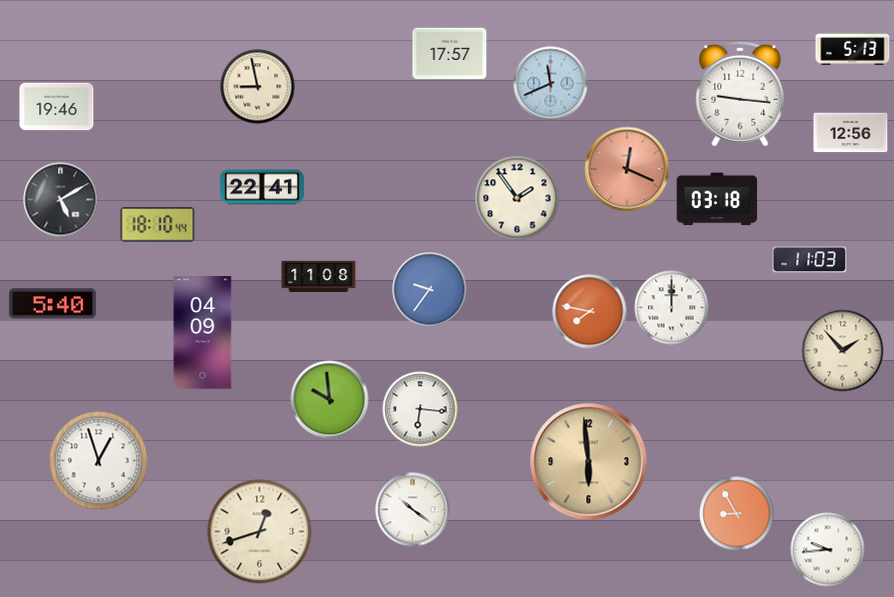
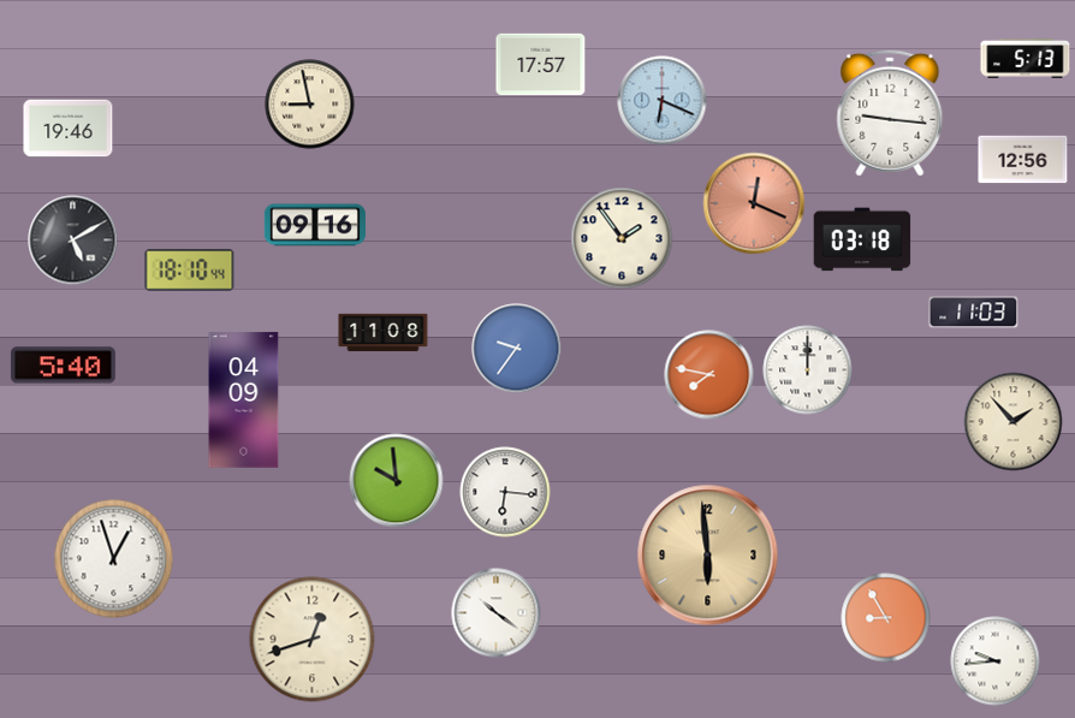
clock at (551, 84): 11:41 -> 6:19
clock at (262, 187): 22:41 -> 09:16
clock at (99, 461) position: (99, 461) -> (114, 559)
